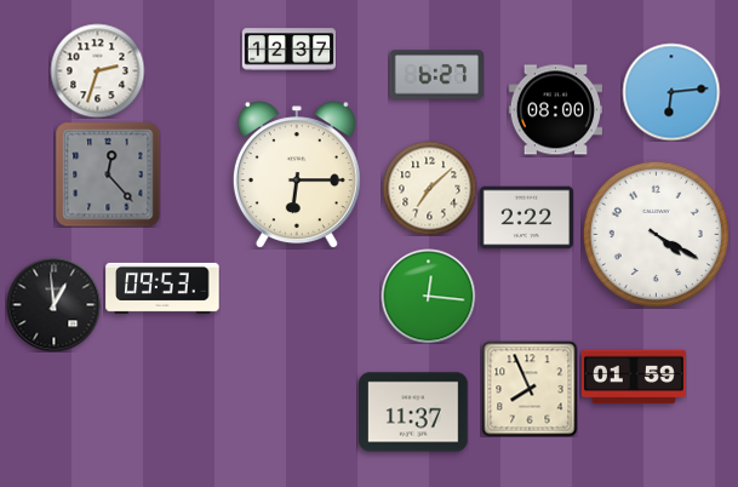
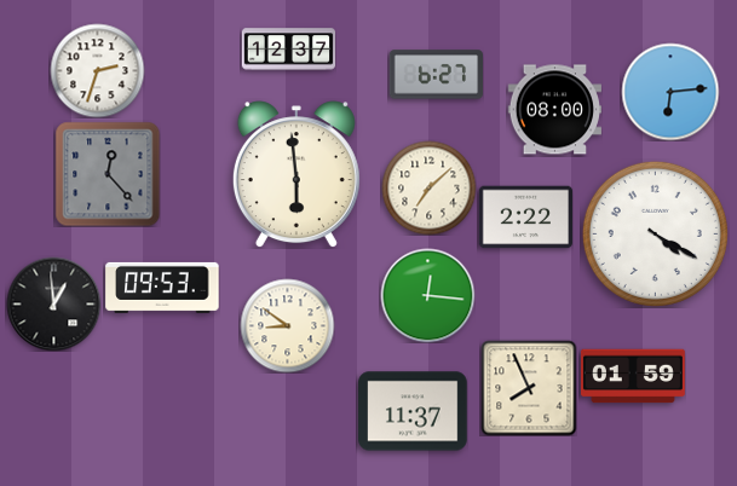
clock at (297, 174): 6:15 -> 5:59
clock at (287, 325): none -> 8:51
